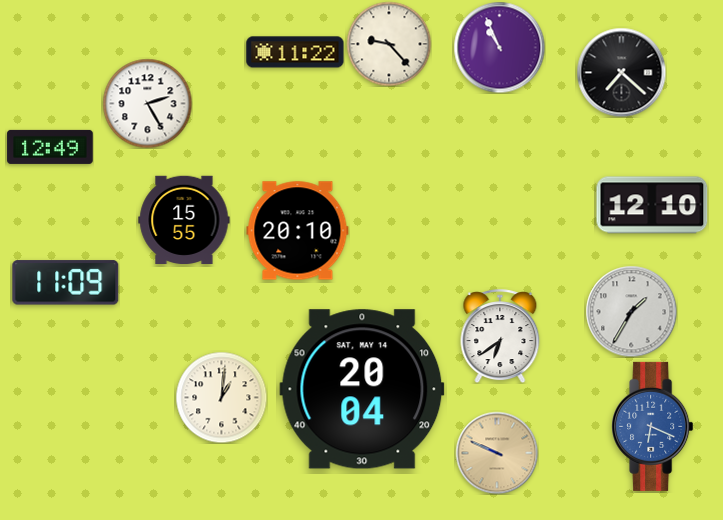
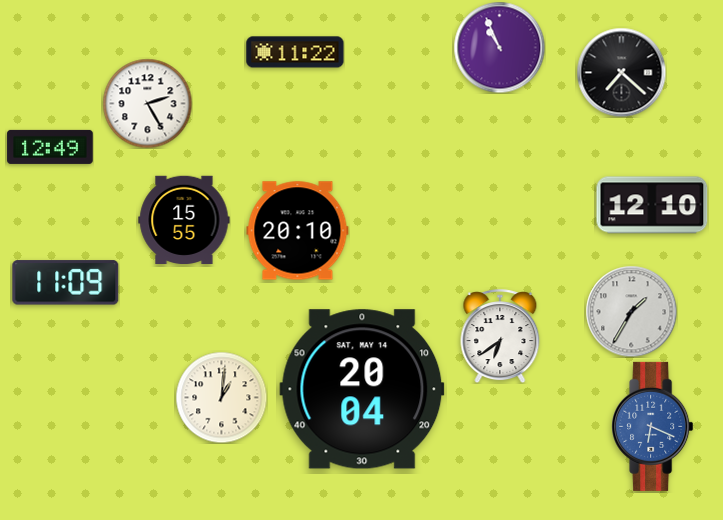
clock at (389, 44): 9:23 -> none
clock at (497, 453): 9:49 -> none
